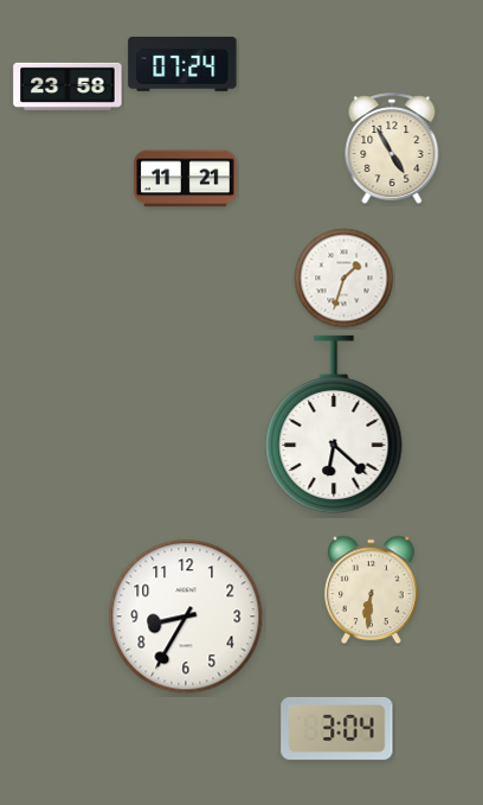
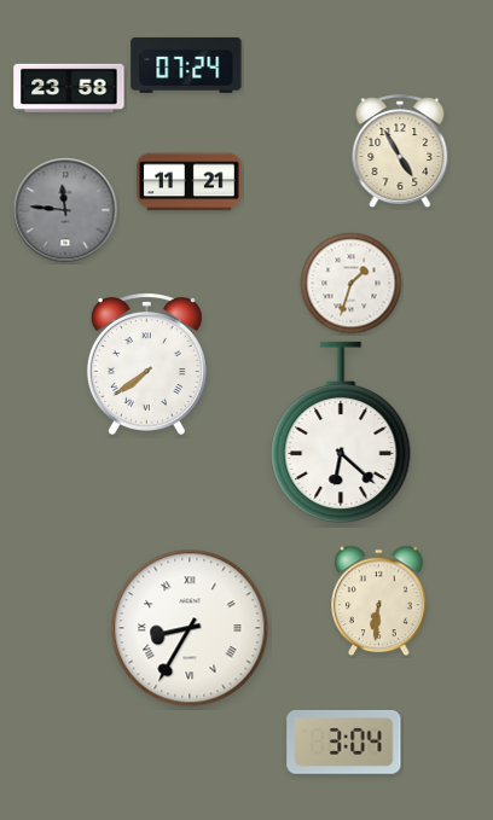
clock at (65, 210): none -> 11:46
clock at (146, 365): none -> 7:39
clock at (186, 616) numerals: Arabic -> Roman
